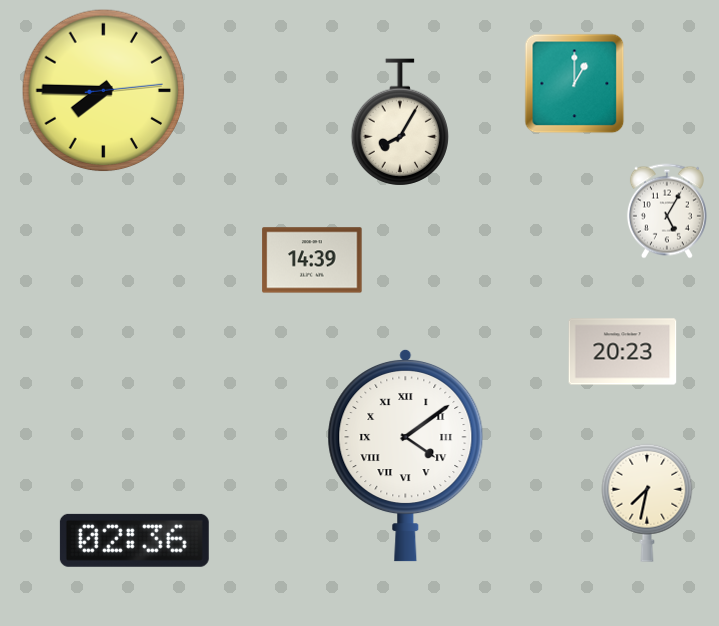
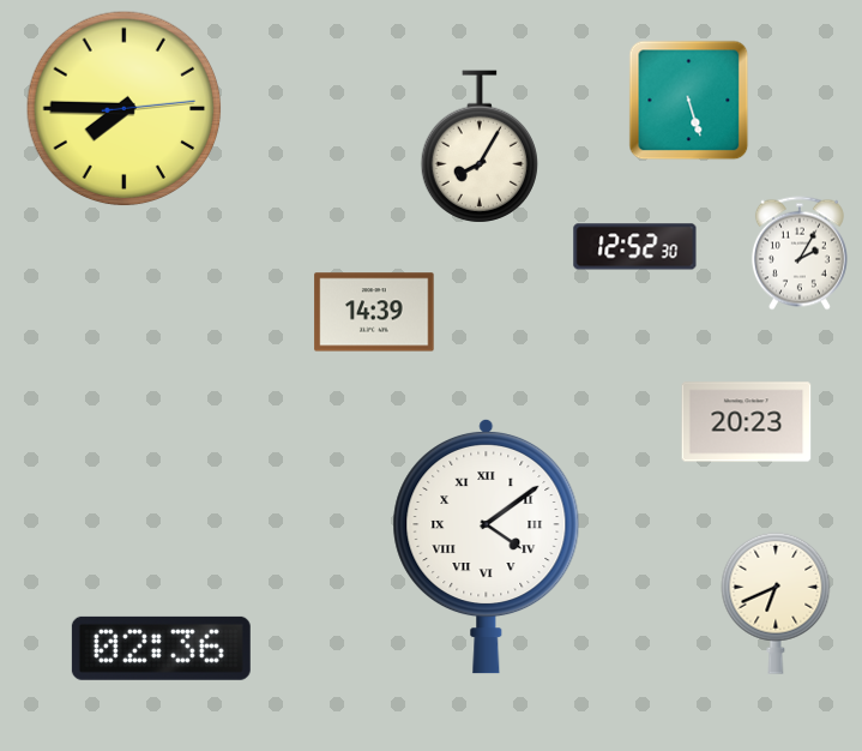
clock at (575, 84): 1:00 -> 5:27
clock at (635, 247): none -> 12:52
clock at (667, 211): 5:05 -> 2:05
clock at (647, 503): 7:32 -> 6:41
